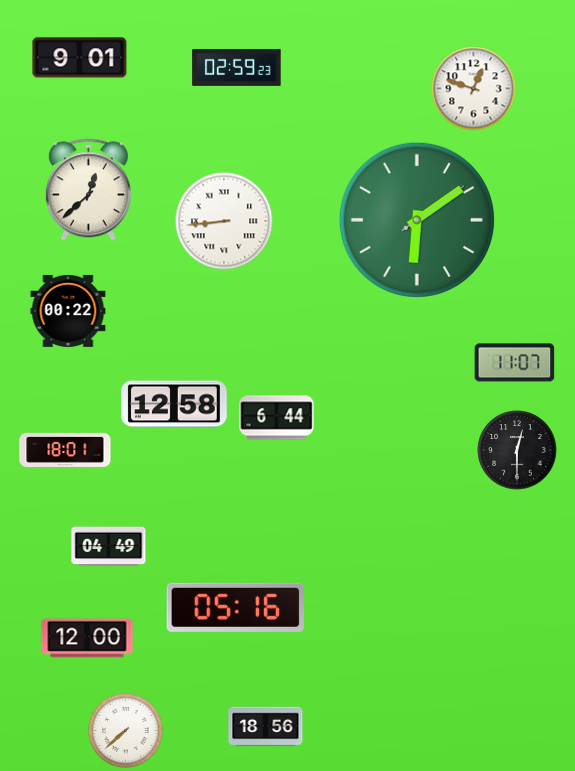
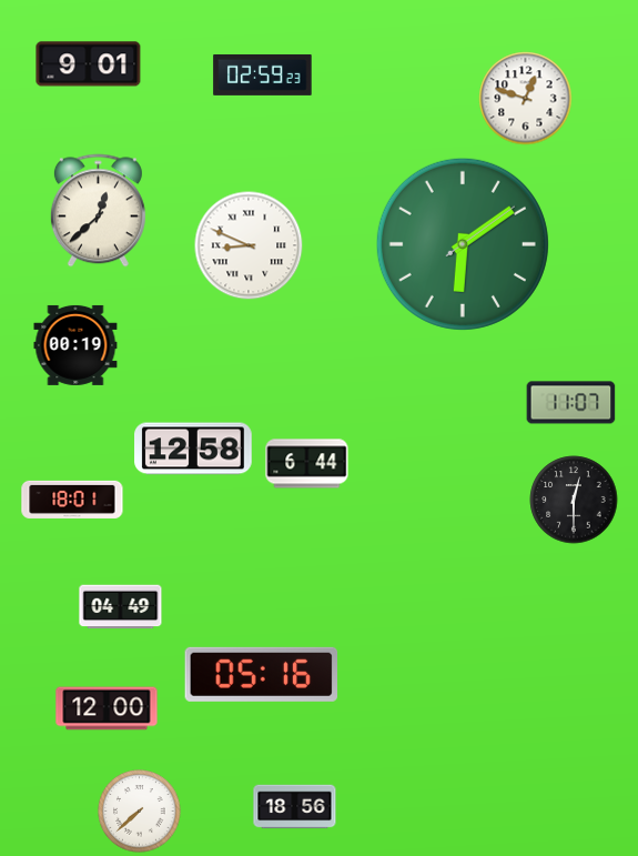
clock at (224, 221): 8:44 -> 8:49
clock at (68, 311): 00:22 -> 00:19
clock at (87, 638) position: (87, 638) -> (107, 708)
